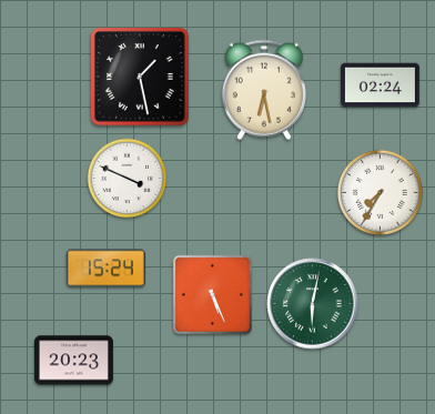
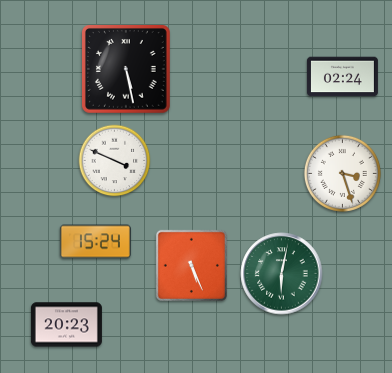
clock at (141, 78): 1:28 -> 5:28
clock at (264, 90): 6:28 -> none
clock at (380, 192): 7:35 -> 3:27
